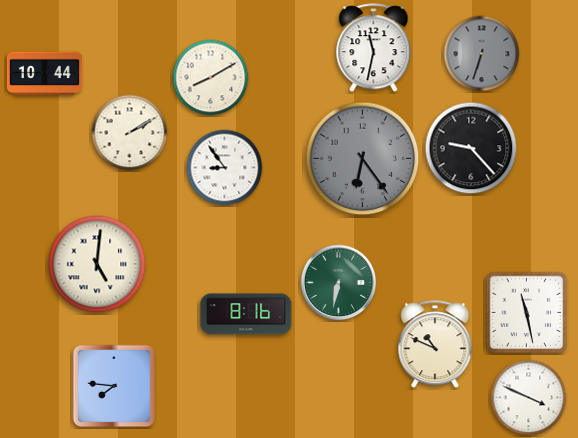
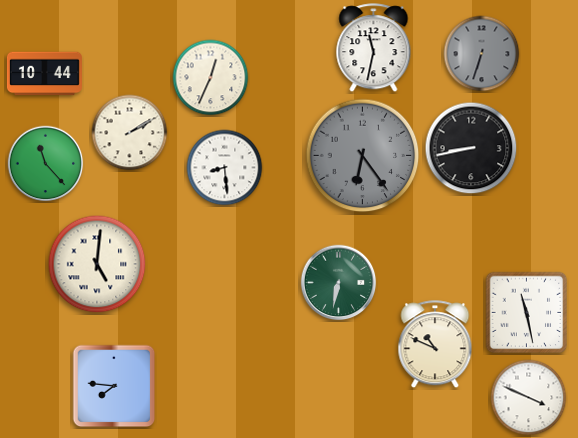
clock at (211, 78): 8:10 -> 12:34
clock at (471, 148): 9:23 -> 8:43
clock at (363, 159) position: (363, 159) -> (363, 156)
clock at (46, 164): none -> 11:23
clock at (225, 168): 8:54 -> 8:29
clock at (246, 314): 8:16 -> none
